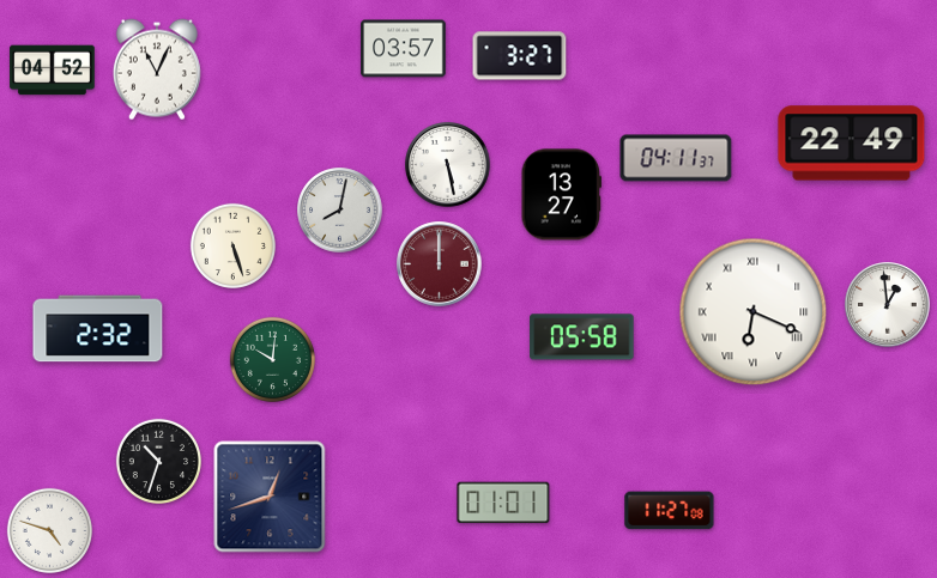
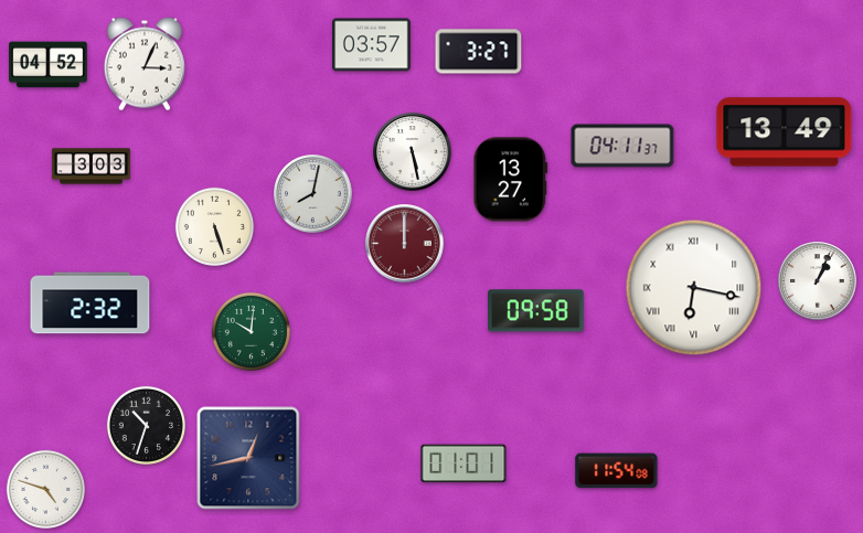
clock at (157, 69): 11:04 -> 3:04
clock at (852, 144): 22:49 -> 13:49
clock at (92, 167): none -> 3:03
clock at (561, 195) position: (561, 195) -> (510, 180)
clock at (888, 305): 12:59 -> 1:04
clock at (754, 312): 6:19 -> 6:17
clock at (582, 337): 05:58 -> 09:58
clock at (270, 497): 12:42 -> 12:43
clock at (670, 511): 11:27 -> 11:54
